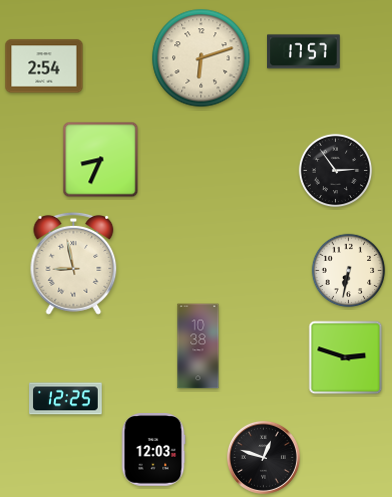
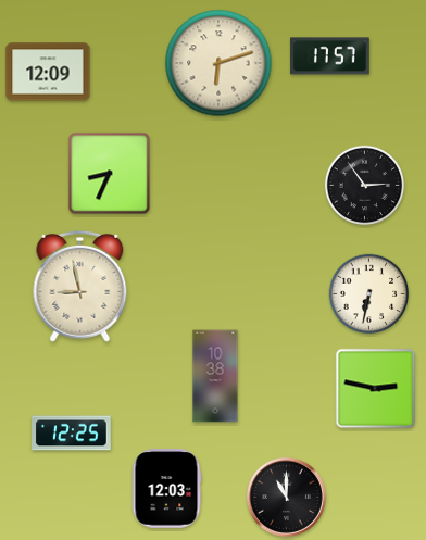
clock at (44, 66): 2:54 -> 12:09
clock at (349, 271) position: (349, 271) -> (369, 294)
clock at (346, 358): 2:48 -> 2:47
clock at (263, 457): 12:48 -> 11:00
